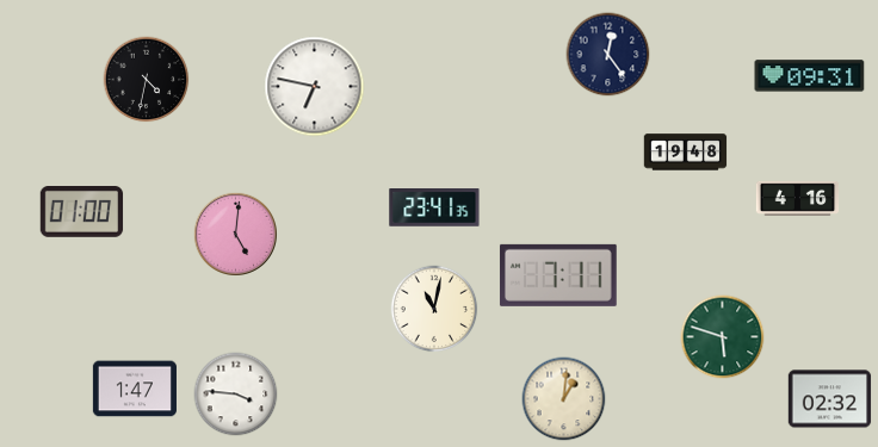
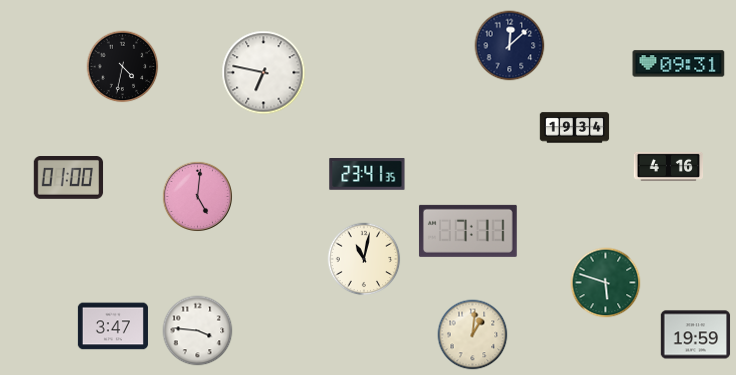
clock at (608, 55): 12:24 -> 12:08
clock at (686, 153): 19:48 -> 19:34
clock at (434, 207) position: (434, 207) -> (367, 174)
clock at (135, 389): 1:47 -> 3:47
clock at (830, 399): 02:32 -> 19:59
